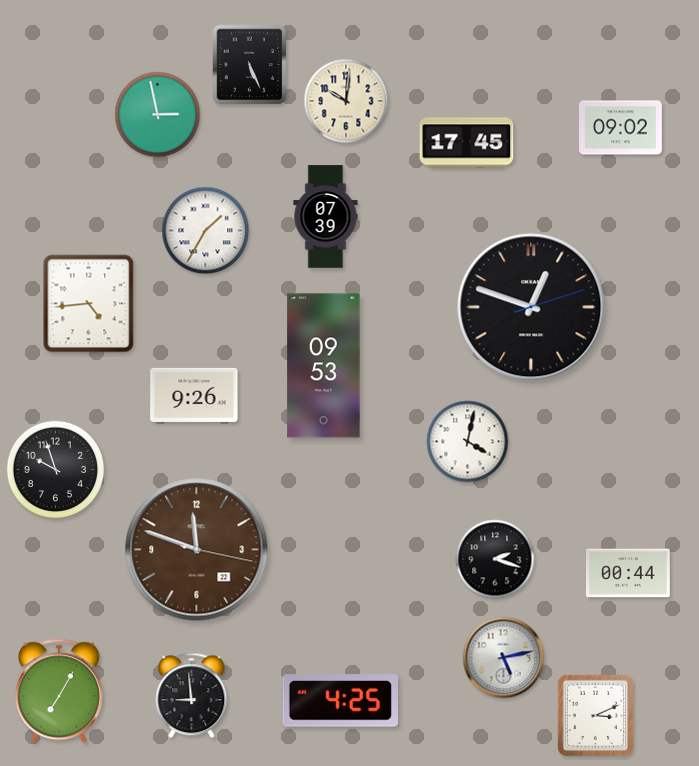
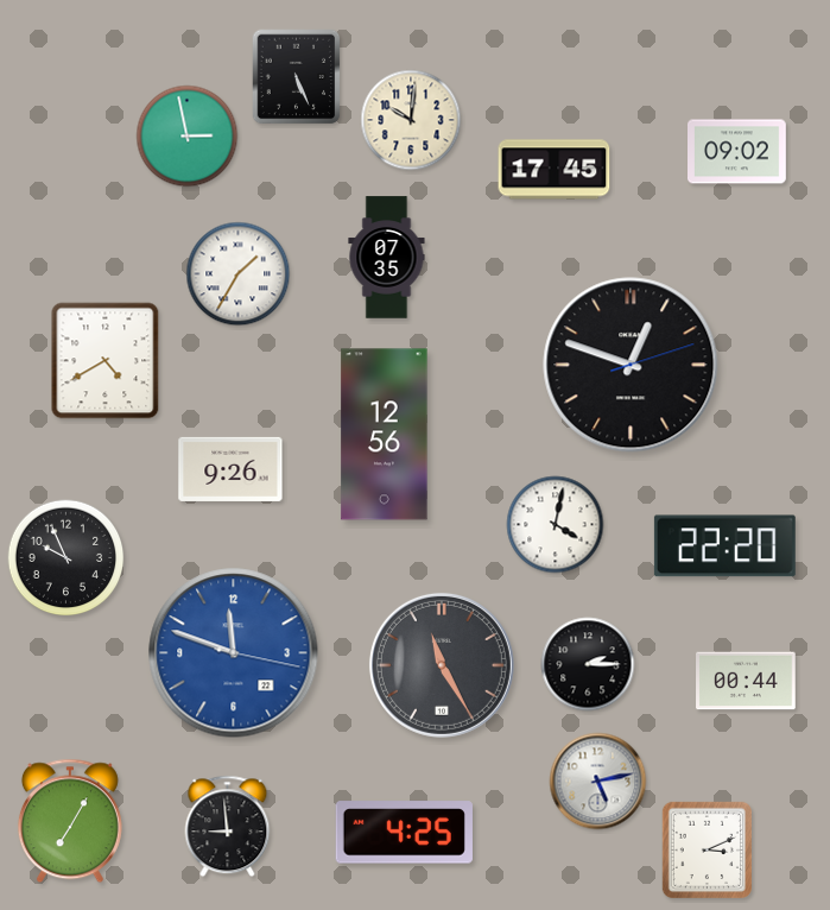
clock at (326, 217): 07:39 -> 07:35
clock at (206, 231) position: (206, 231) -> (239, 274)
clock at (89, 304): 4:44 -> 4:40
clock at (324, 366): 09:53 -> 12:56
clock at (724, 546): none -> 22:20
clock at (56, 470): 9:57 -> 9:56
clock at (197, 550) dial: brown -> blue
clock at (495, 559): 2:18 -> 2:15
clock at (442, 665): none -> 11:25
